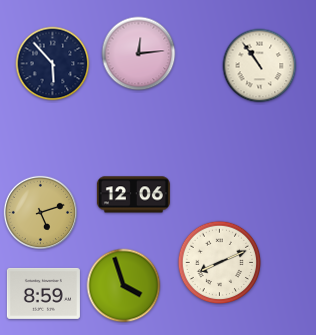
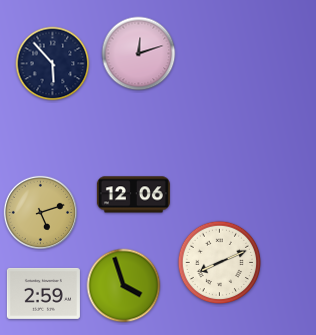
clock at (139, 54): 12:14 -> 12:12
clock at (260, 66): 10:54 -> none
clock at (43, 293): 8:59 -> 2:59
